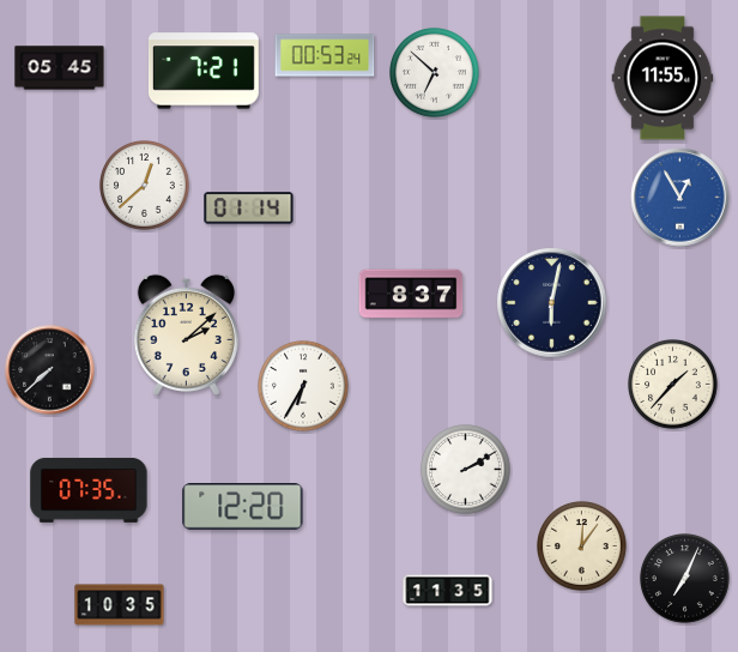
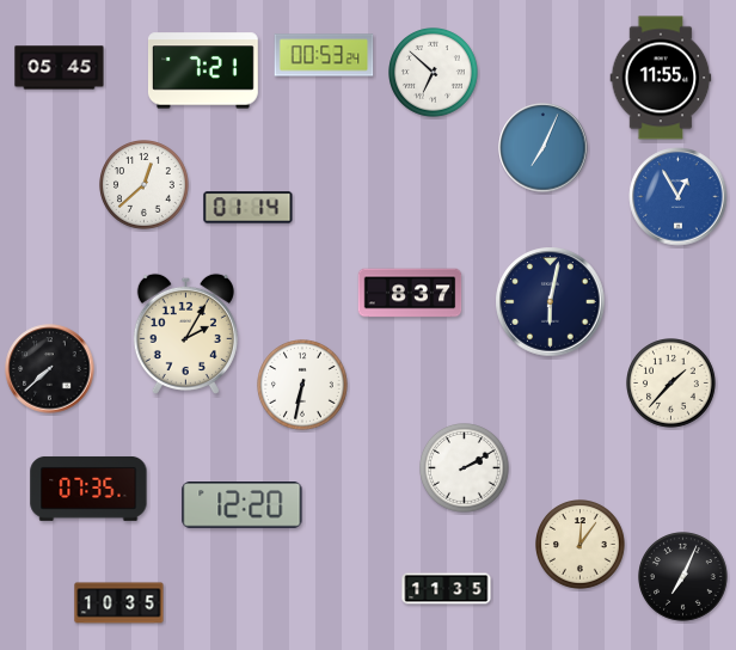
clock at (544, 148): none -> 7:04
clock at (186, 334): 2:08 -> 2:05
clock at (304, 387): 6:35 -> 6:32
